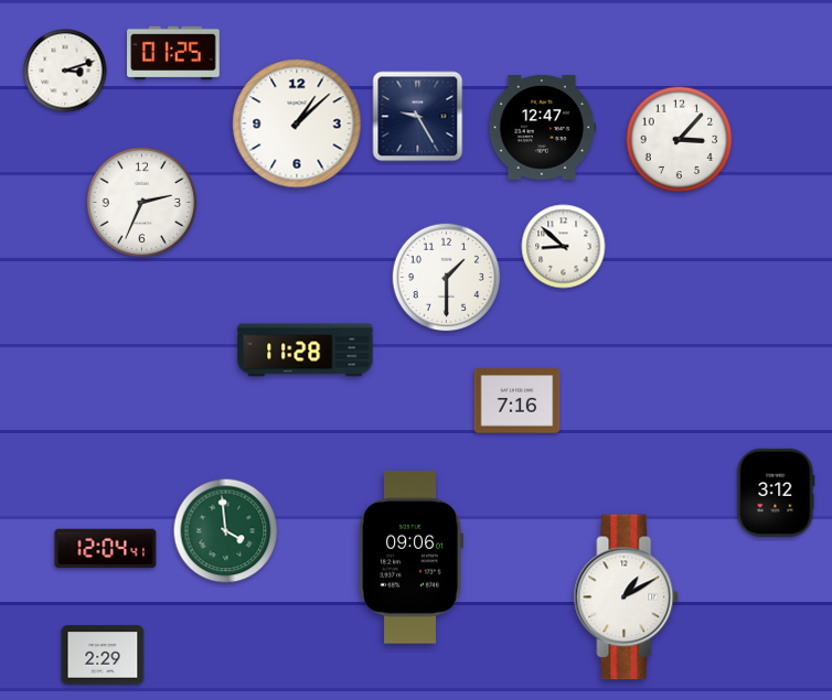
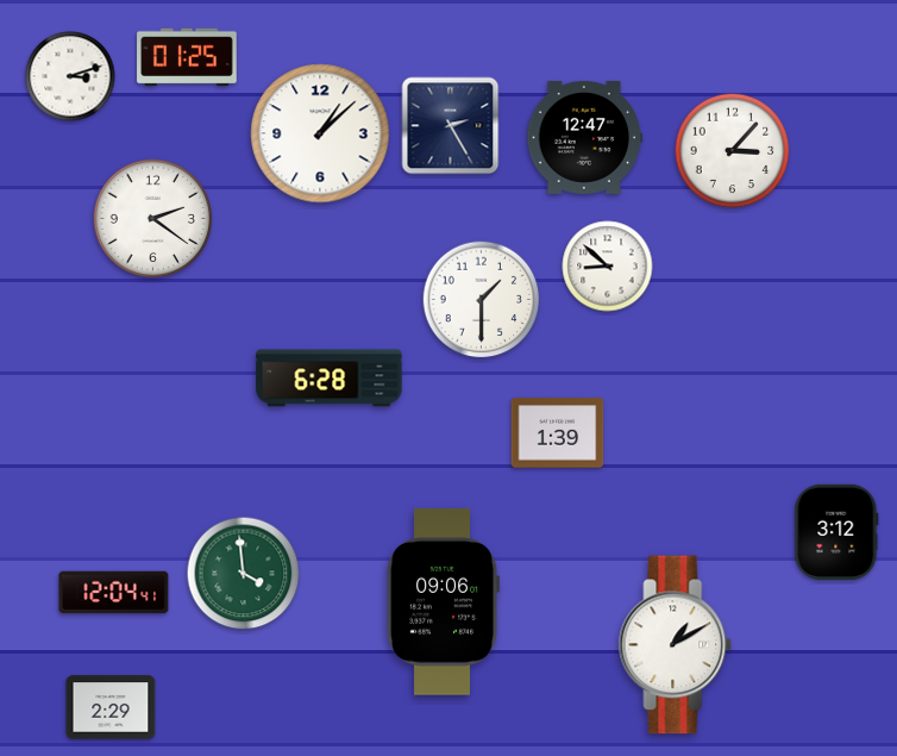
clock at (418, 117): 9:25 -> 2:25
clock at (142, 203): 2:34 -> 2:21
clock at (306, 351): 11:28 -> 6:28
clock at (518, 401): 7:16 -> 1:39
